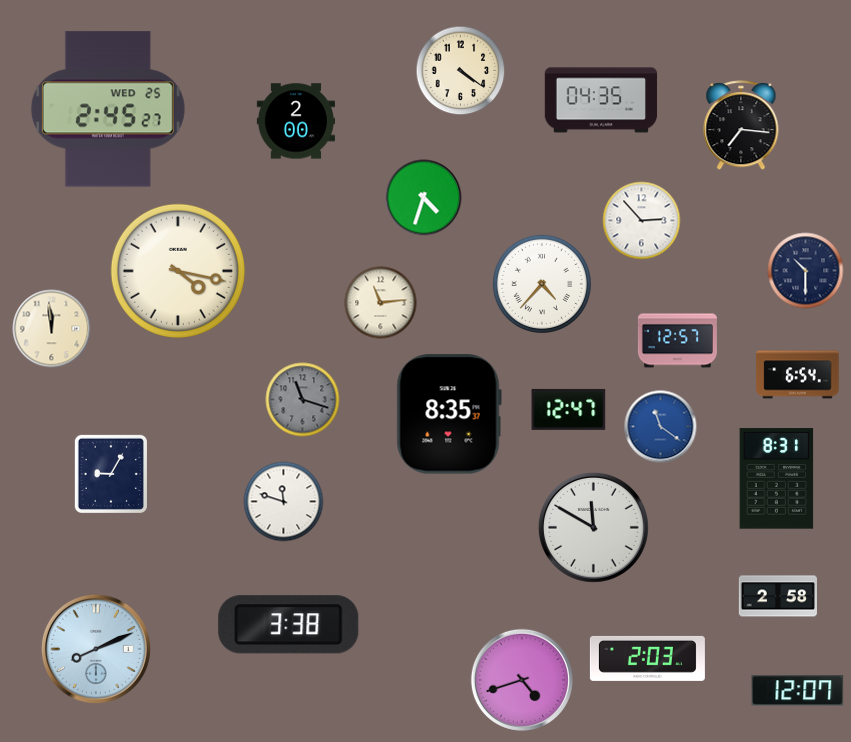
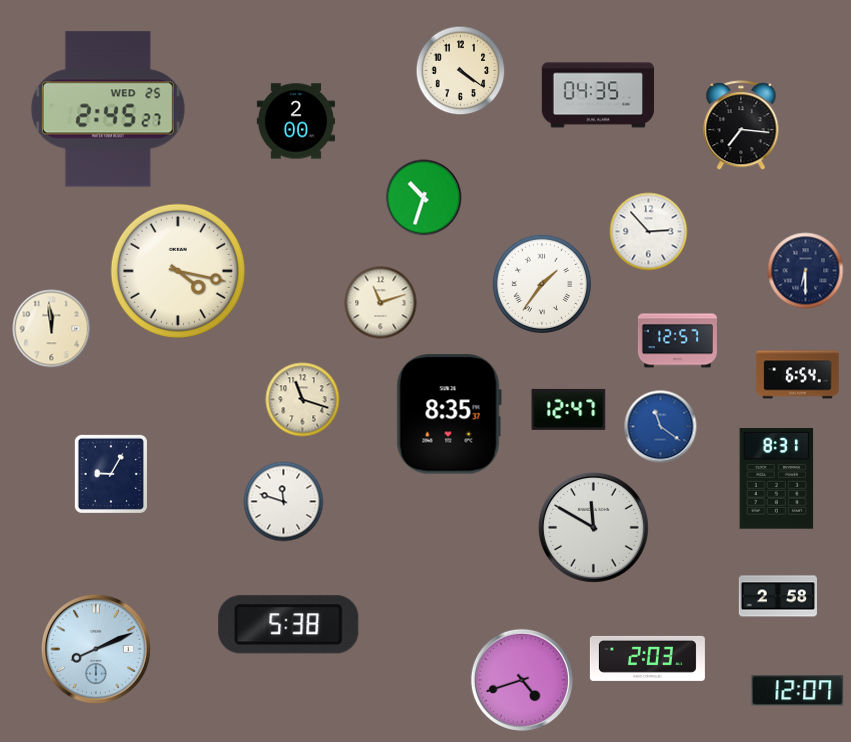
clock at (601, 100) position: (601, 100) -> (598, 95)
clock at (424, 198): 4:33 -> 10:33
clock at (642, 221) position: (642, 221) -> (649, 232)
clock at (806, 271): 10:30 -> 6:30
clock at (542, 284): 4:37 -> 1:36
clock at (381, 303): 11:14 -> 11:12
clock at (303, 400) dial: grey -> cream
clock at (289, 625): 3:38 -> 5:38
